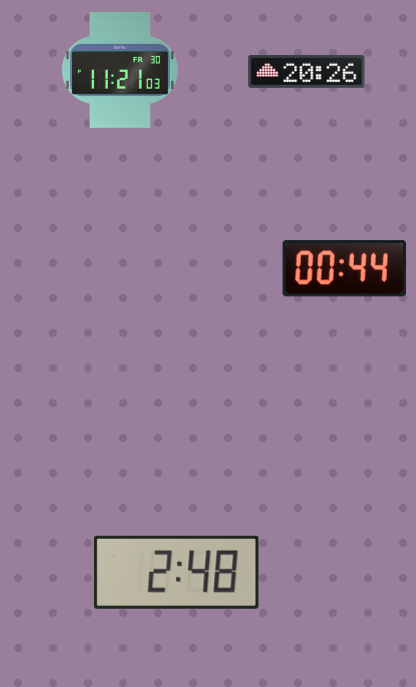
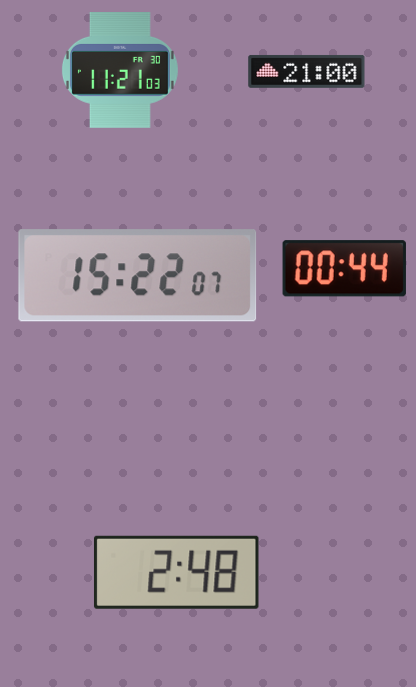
clock at (307, 71): 20:26 -> 21:00
clock at (138, 276): none -> 15:22
